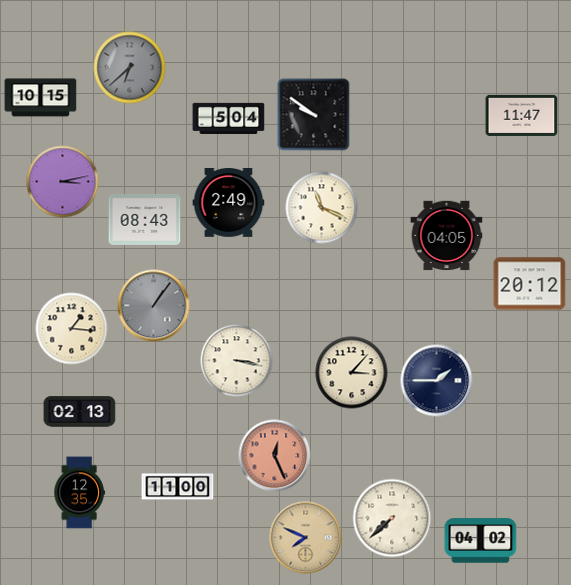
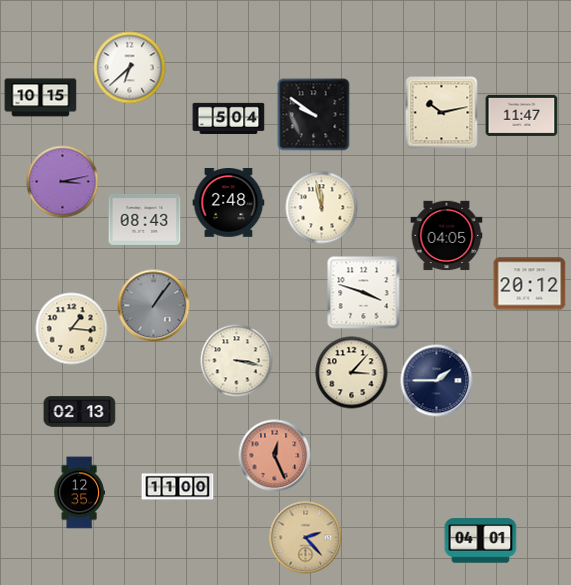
clock at (130, 68) dial: grey -> white
clock at (442, 113): none -> 10:13
clock at (229, 203): 2:49 -> 2:48
clock at (322, 208): 11:19 -> 11:58
clock at (364, 293): none -> 3:48
clock at (392, 518): 7:38 -> none
clock at (306, 538): 7:49 -> 2:23
clock at (481, 541): 04:02 -> 04:01
